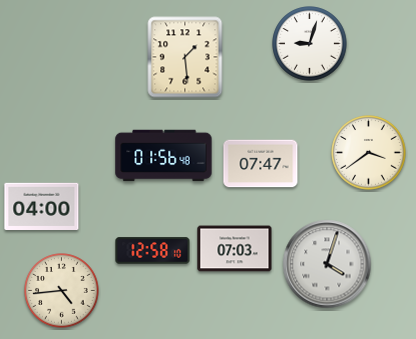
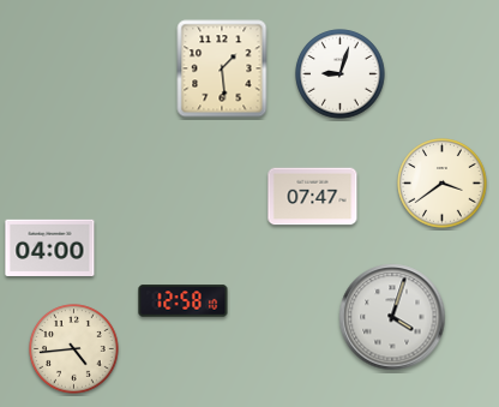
clock at (310, 44) position: (310, 44) -> (341, 74)
clock at (164, 156): 01:56 -> none
clock at (235, 249): 07:03 -> none
